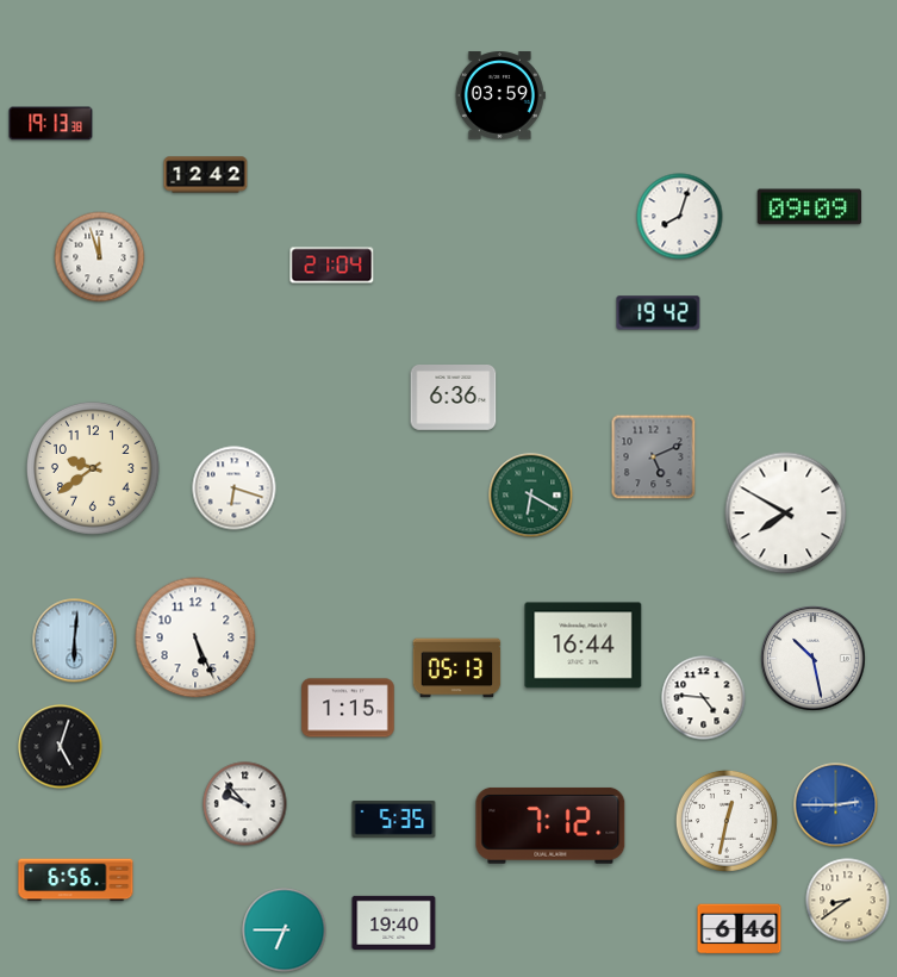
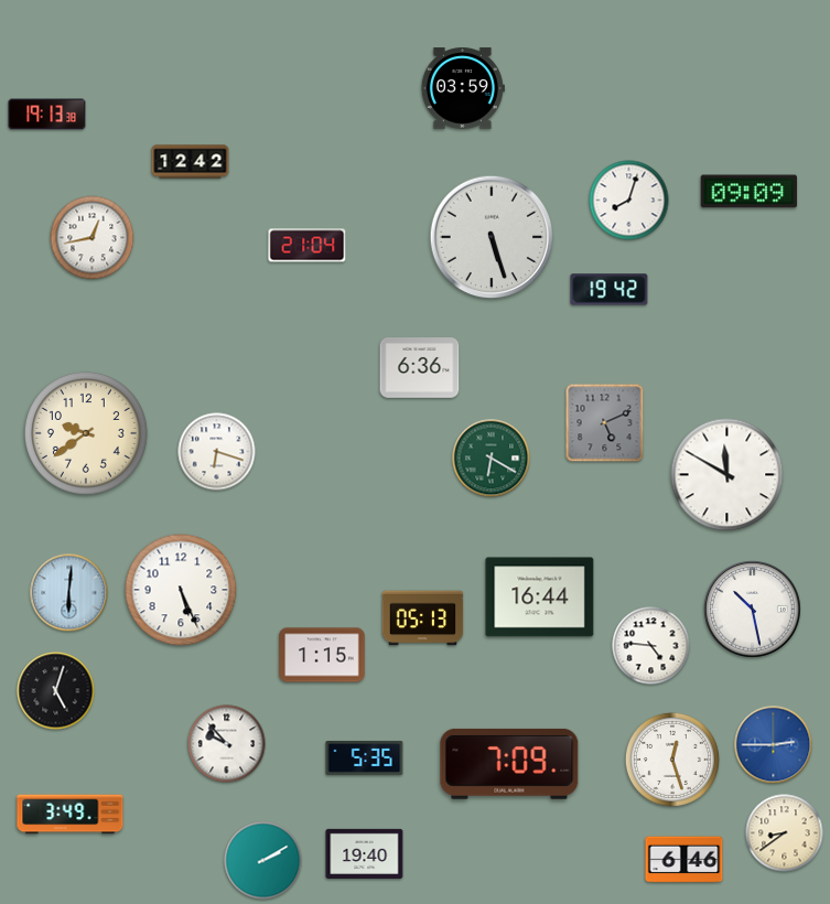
clock at (492, 237): none -> 5:27
clock at (100, 257): 11:57 -> 12:43
clock at (786, 514): 7:50 -> 11:50
clock at (727, 821): 12:32 -> 12:27
clock at (550, 826): 7:12 -> 7:09
clock at (76, 880): 6:56 -> 3:49
clock at (285, 931): 6:45 -> 2:10
